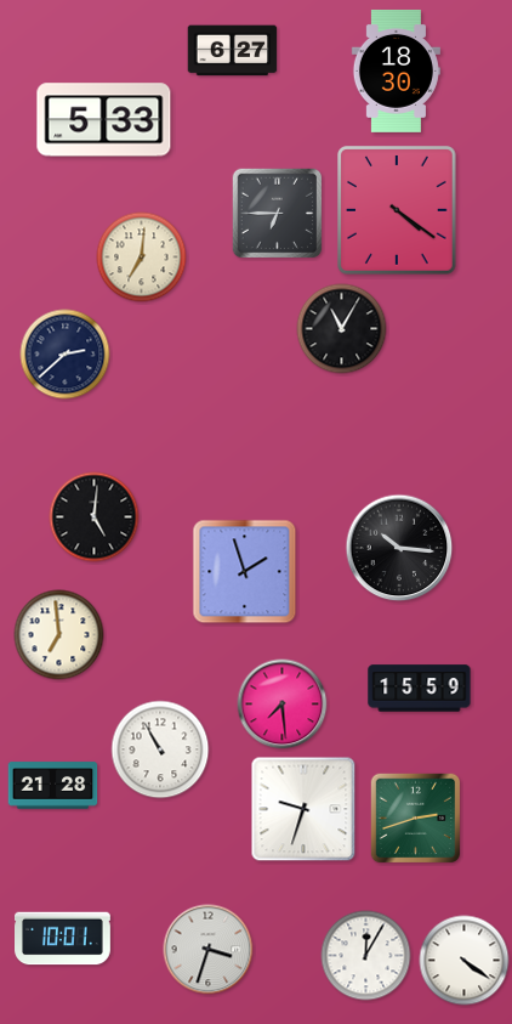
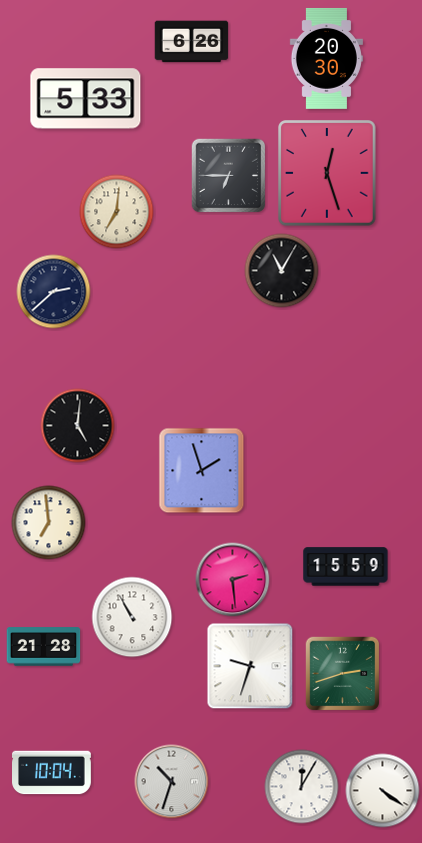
clock at (233, 51): 6:27 -> 6:26
clock at (396, 70): 18:30 -> 20:30
clock at (398, 210): 4:21 -> 12:27
clock at (399, 548): 10:16 -> none
clock at (283, 705): 7:29 -> 2:29
clock at (63, 939): 10:01 -> 10:04
clock at (209, 950): 3:33 -> 10:33
